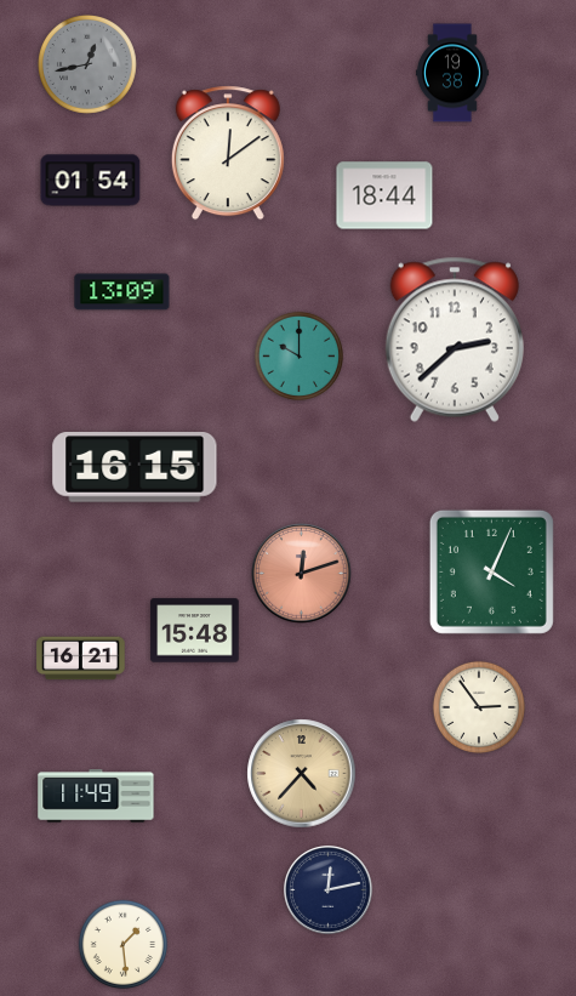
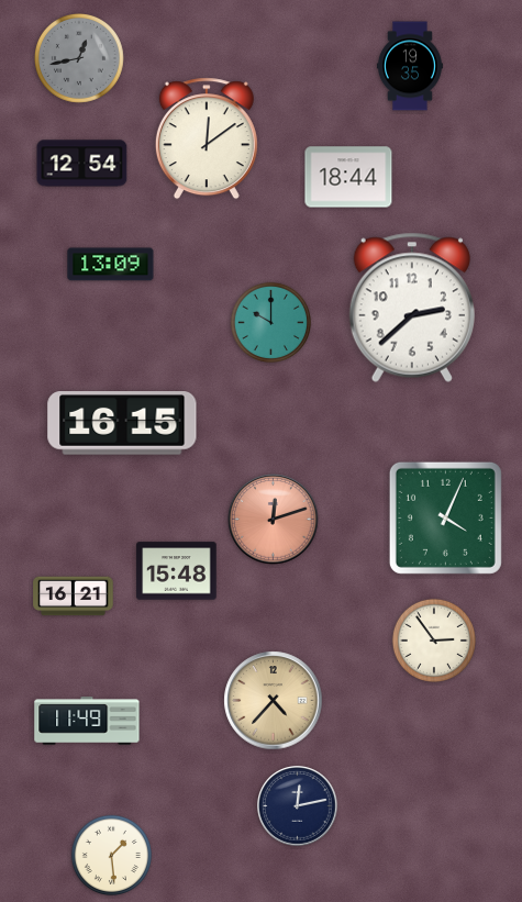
clock at (452, 73): 19:38 -> 19:35
clock at (91, 181): 01:54 -> 12:54
